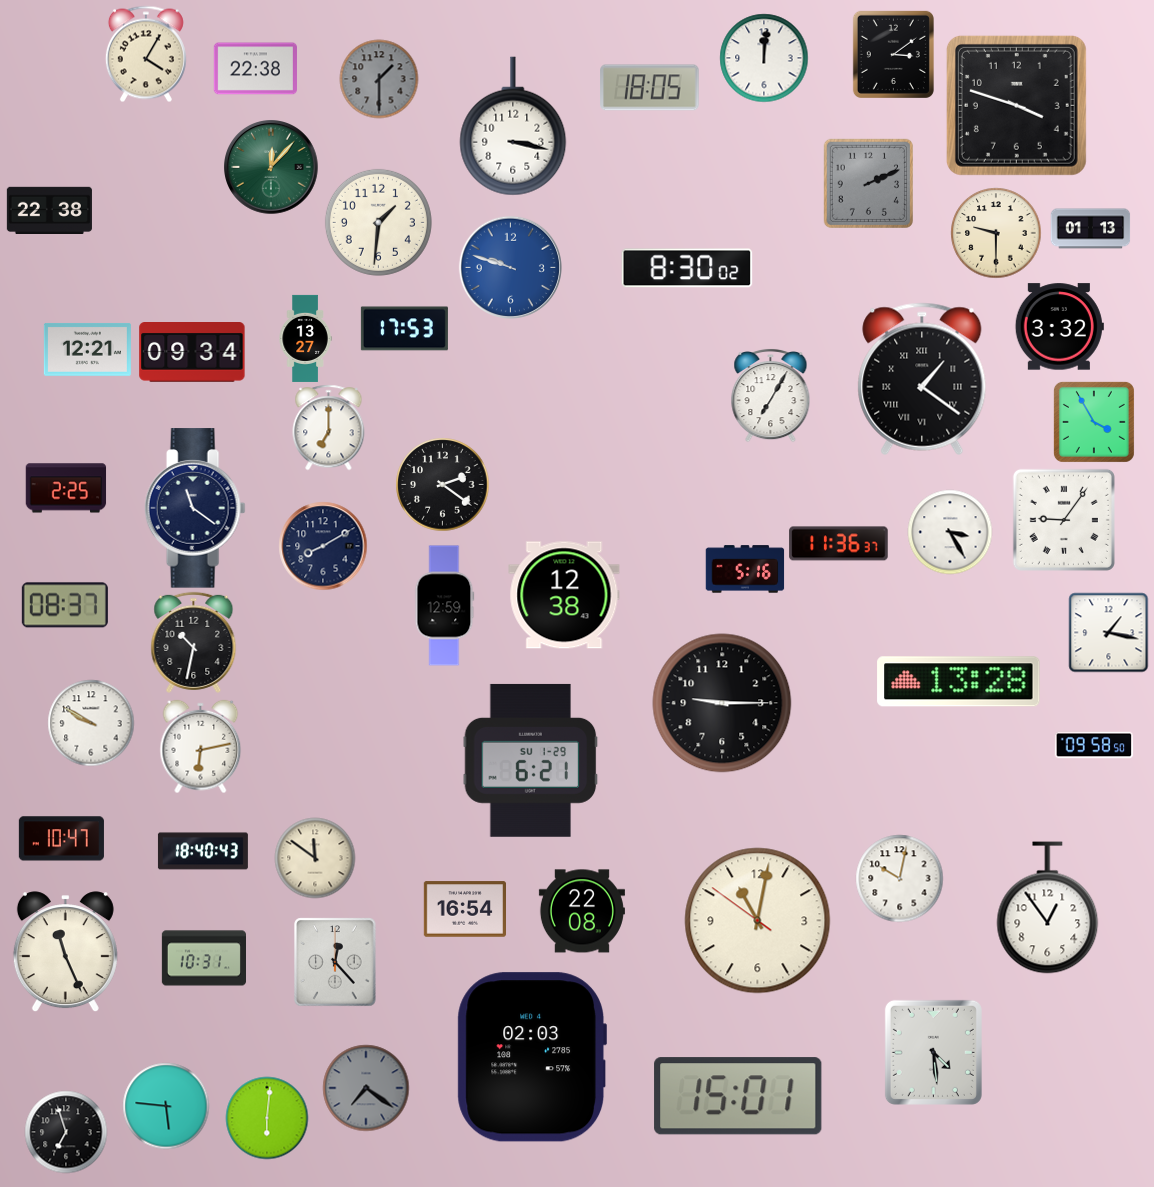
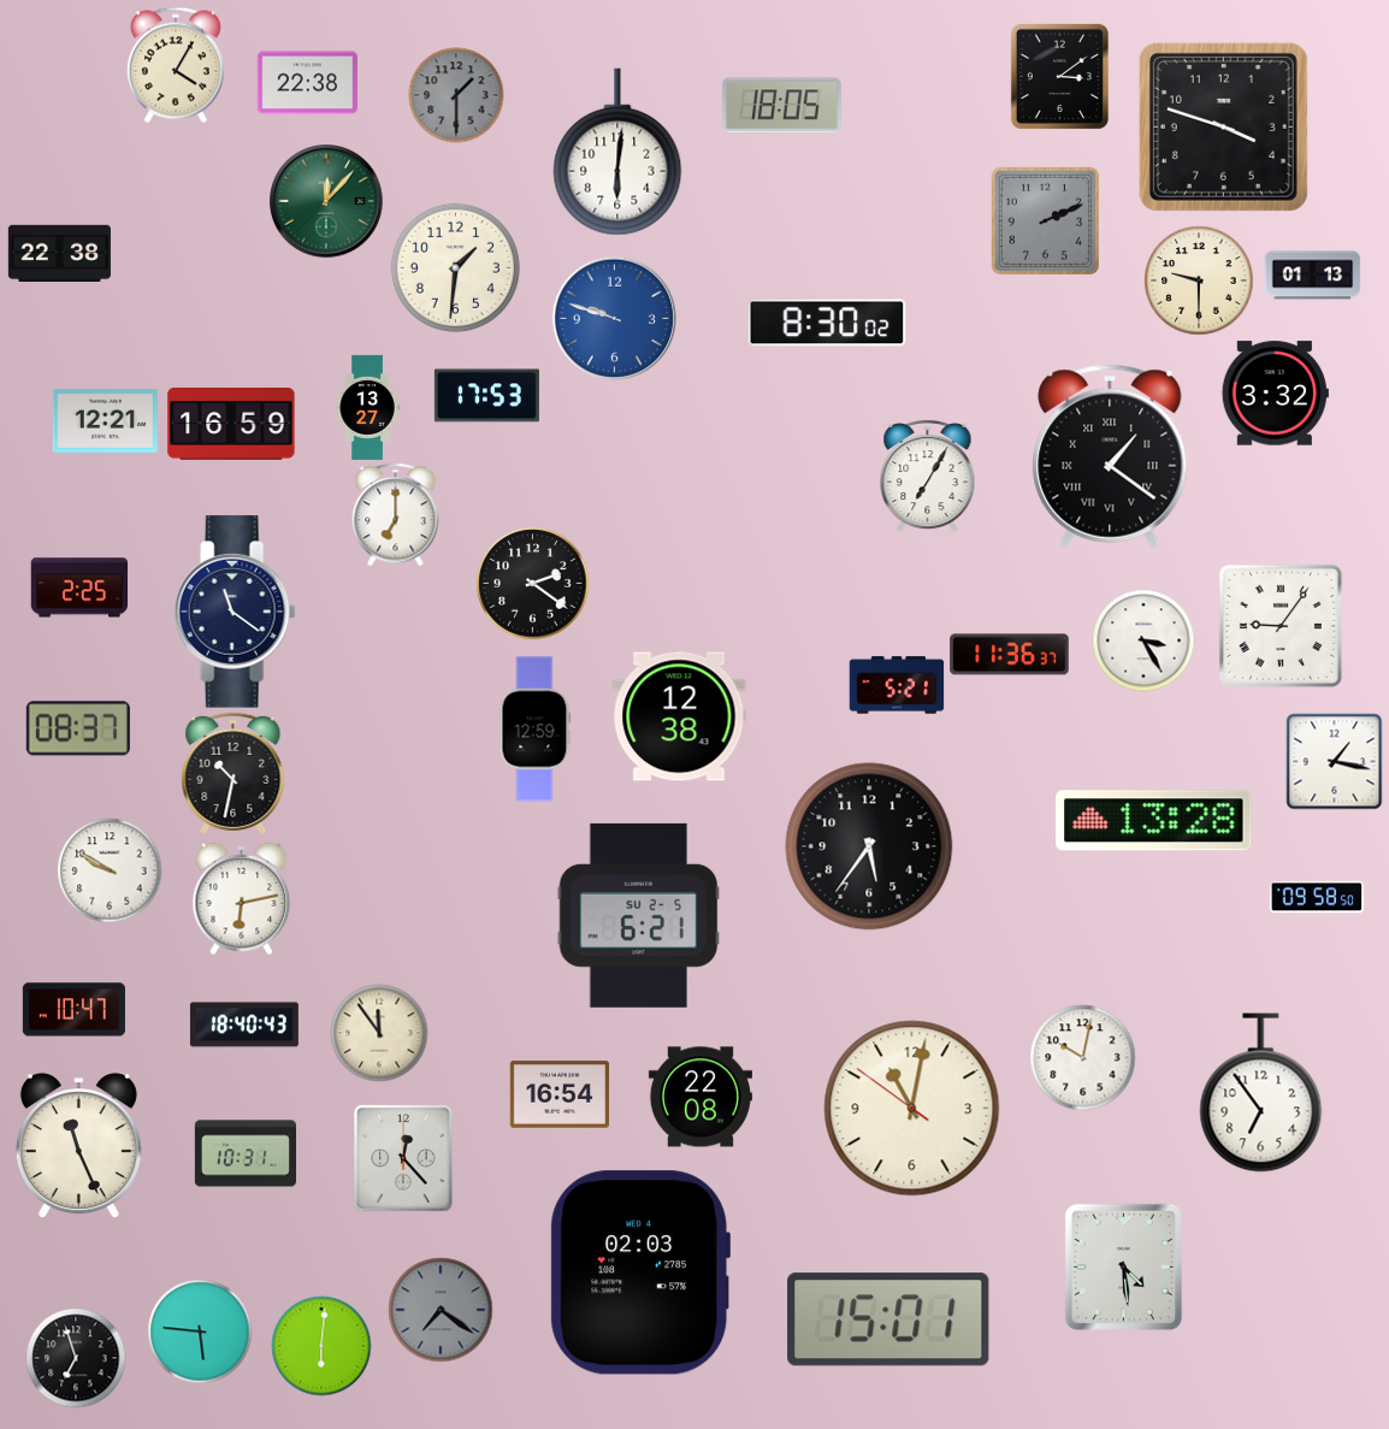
clock at (893, 54) position: (893, 54) -> (1059, 76)
clock at (764, 58): 12:01 -> none
clock at (513, 126): 3:17 -> 6:01
clock at (510, 267) position: (510, 267) -> (614, 318)
clock at (192, 353): 09:34 -> 16:59
clock at (1094, 422): 3:55 -> none
clock at (323, 546): 8:10 -> none
clock at (745, 569): 5:16 -> 5:21
clock at (722, 703): 9:15 -> 5:36
clock at (531, 760) date: SU 1-29 -> SU 2-5
clock at (315, 858): 11:51 -> 11:54
clock at (1048, 908): 12:54 -> 6:54
clock at (66, 1132) position: (66, 1132) -> (76, 1358)
